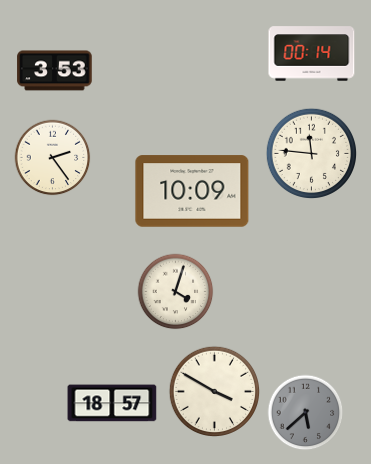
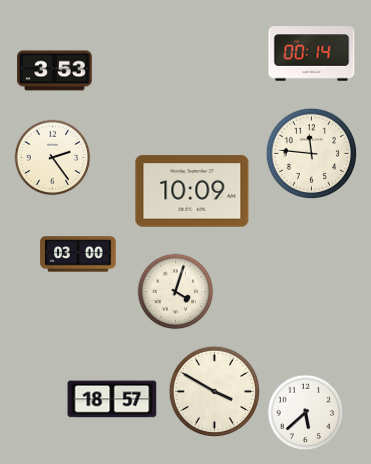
clock at (78, 254): none -> 03:00
clock at (112, 403) position: (112, 403) -> (112, 399)
clock at (306, 413) dial: grey -> white
